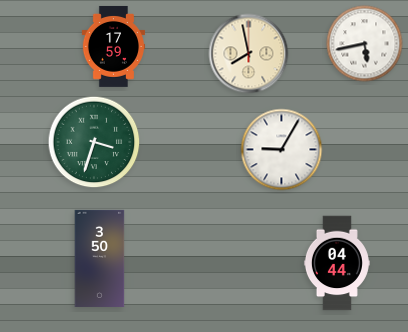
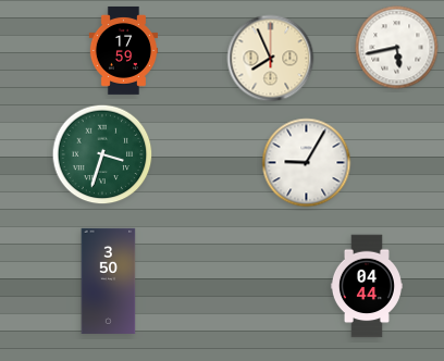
clock at (249, 54): 7:58 -> 7:56
